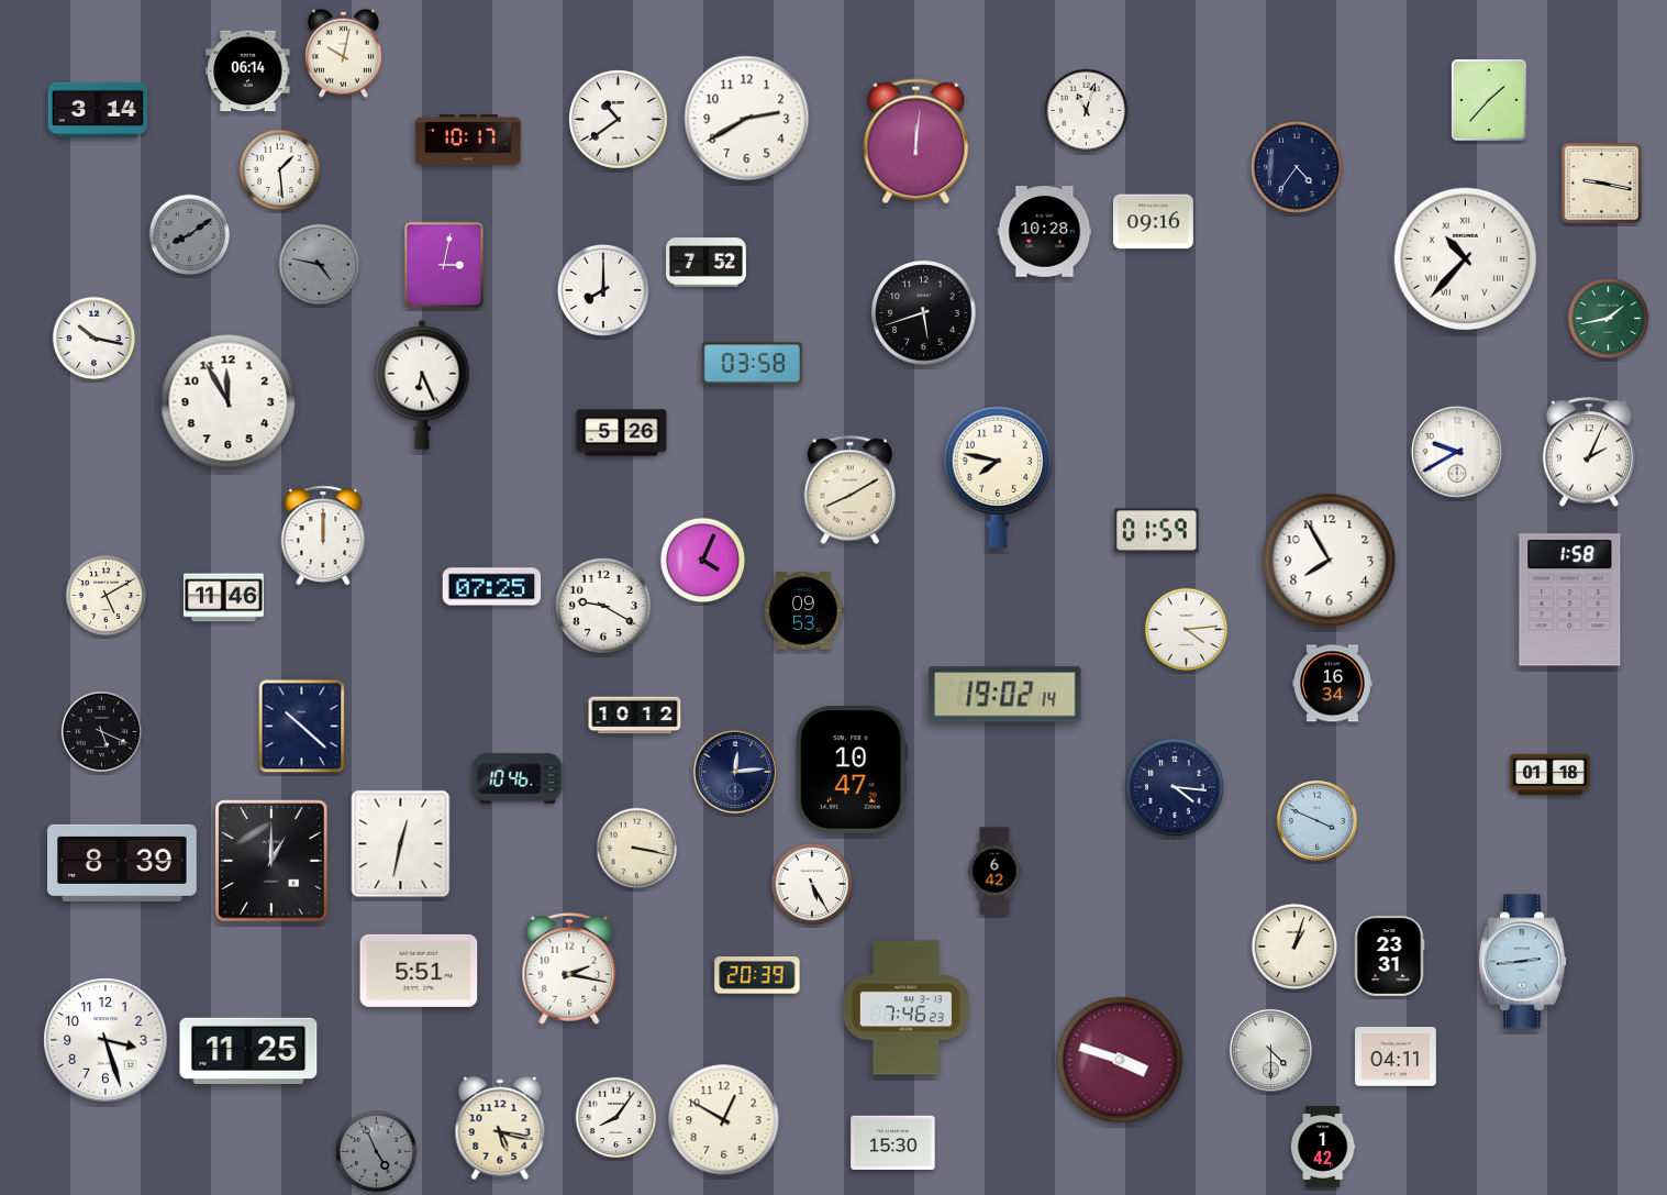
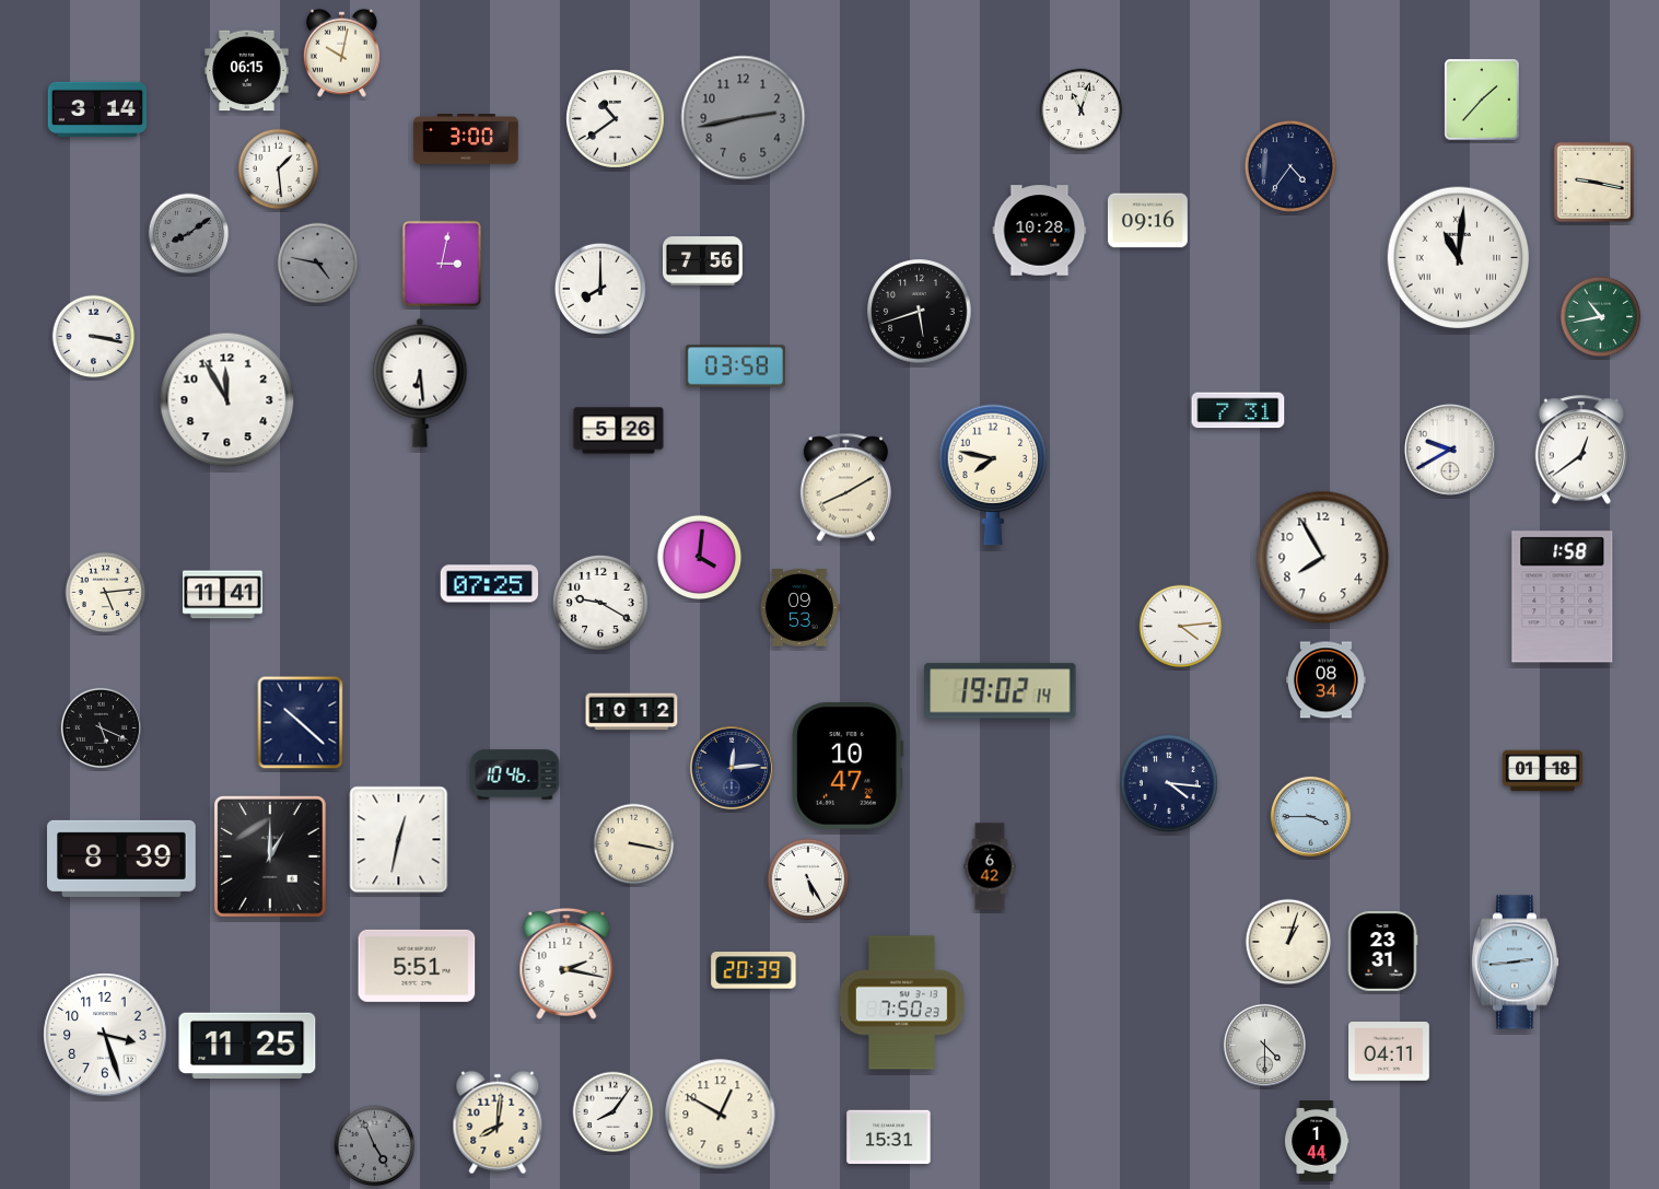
clock at (248, 71): 06:14 -> 06:15
clock at (747, 119): 2:40 -> 2:43
clock at (747, 119) dial: white -> grey
clock at (468, 141): 10:17 -> 3:00
clock at (916, 142): 12:01 -> none
clock at (1466, 259): 10:37 -> 11:01
clock at (705, 263): 7:52 -> 7:56
clock at (1609, 319): 1:43 -> 10:43
clock at (95, 339): 10:17 -> 3:17
clock at (752, 364) position: (752, 364) -> (735, 366)
clock at (422, 385): 6:26 -> 6:29
clock at (1238, 410): none -> 7:31
clock at (1589, 452): 2:04 -> 12:39
clock at (1157, 531): 01:59 -> none
clock at (323, 535): 12:00 -> none
clock at (703, 561): 4:04 -> 4:01
clock at (107, 596): 5:10 -> 5:14
clock at (223, 598): 11:46 -> 11:41
clock at (1332, 684): 16:34 -> 08:34
clock at (1316, 820): 3:49 -> 3:45
clock at (1522, 962) position: (1522, 962) -> (1515, 963)
clock at (905, 1008): 7:46 -> 7:50
clock at (1120, 1060): 3:48 -> none
clock at (500, 1128): 5:17 -> 8:01
clock at (893, 1143): 15:30 -> 15:31
clock at (1323, 1147): 1:42 -> 1:44
